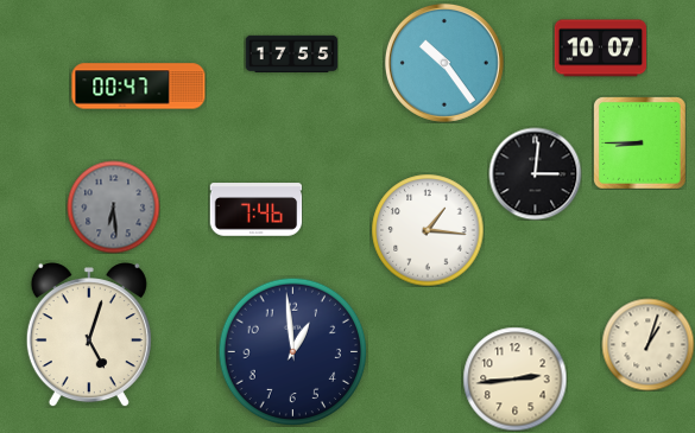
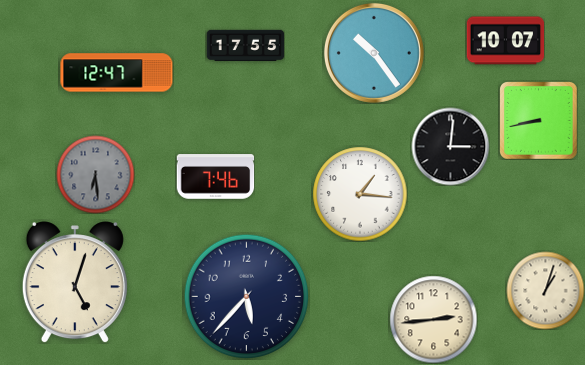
clock at (139, 87): 00:47 -> 12:47
clock at (639, 142): 8:45 -> 8:43
clock at (292, 351): 12:59 -> 5:37
